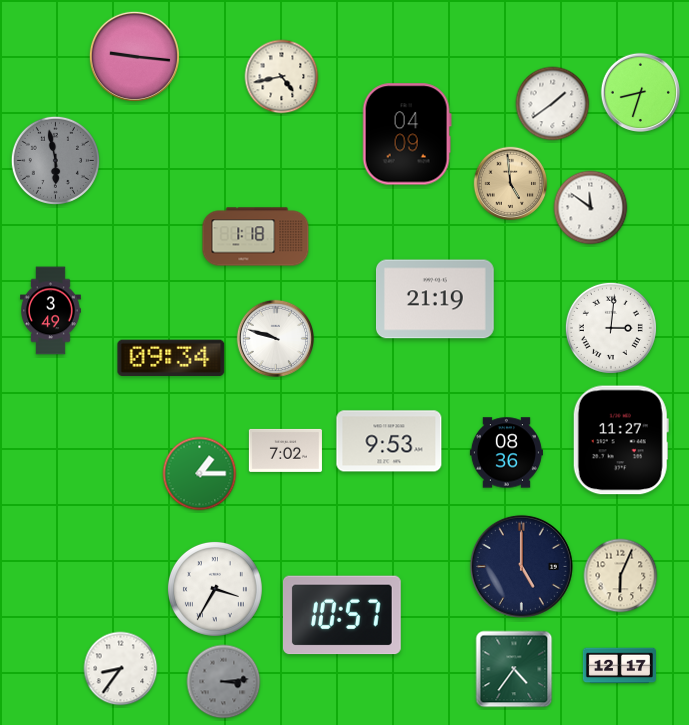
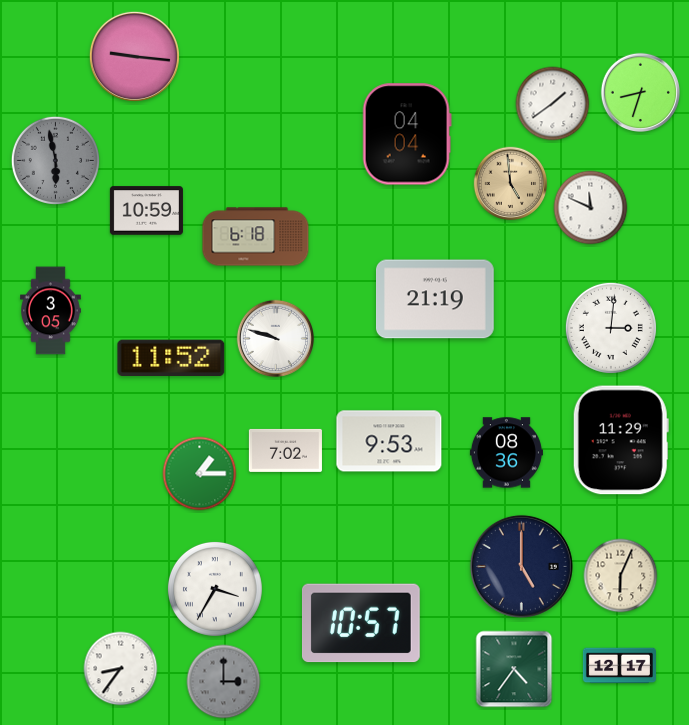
clock at (282, 77): 4:43 -> none
clock at (407, 134): 04:09 -> 04:04
clock at (591, 208): 11:51 -> 11:49
clock at (146, 211): none -> 10:59
clock at (256, 237): 1:18 -> 6:18
clock at (51, 311): 3:49 -> 3:05
clock at (171, 358): 09:34 -> 11:52
clock at (621, 440): 11:27 -> 11:29
clock at (342, 615) position: (342, 615) -> (361, 623)
clock at (224, 682): 3:14 -> 3:00
